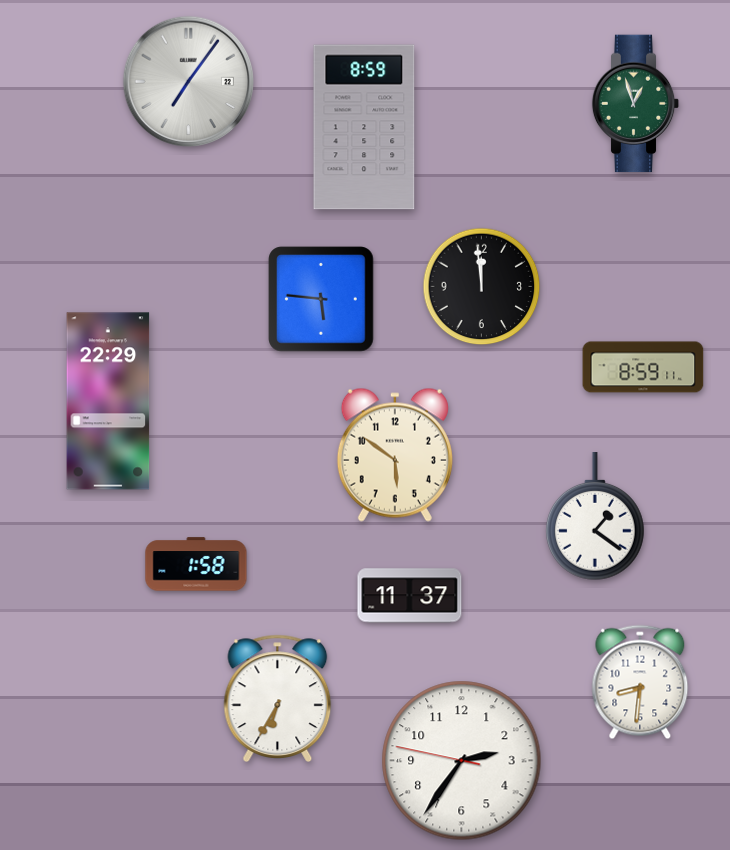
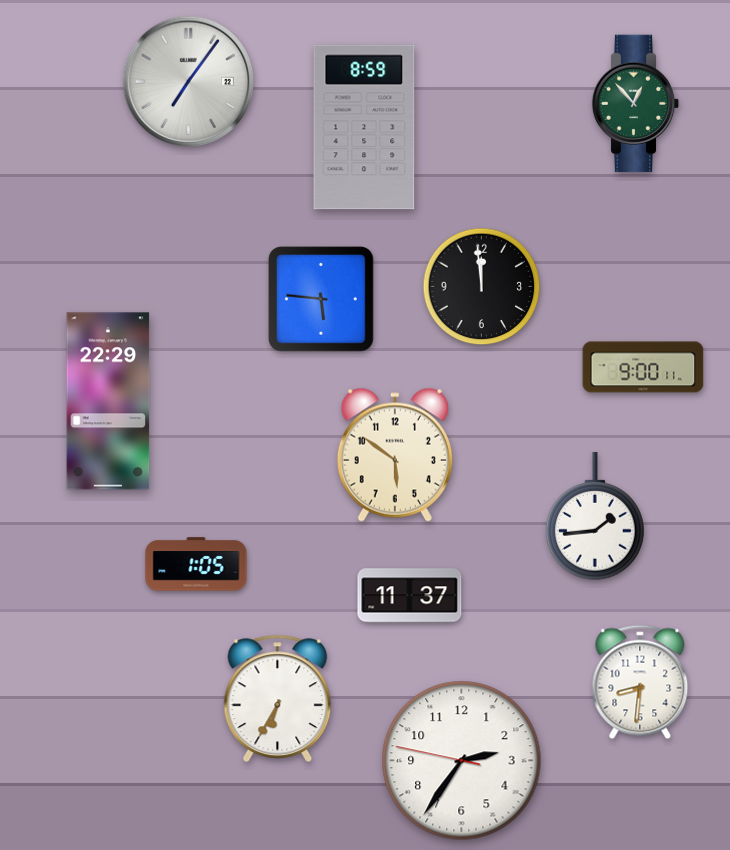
clock at (636, 104): 12:57 -> 12:53
clock at (643, 367): 8:59 -> 9:00
clock at (596, 517): 1:21 -> 1:44
clock at (196, 564): 1:58 -> 1:05
